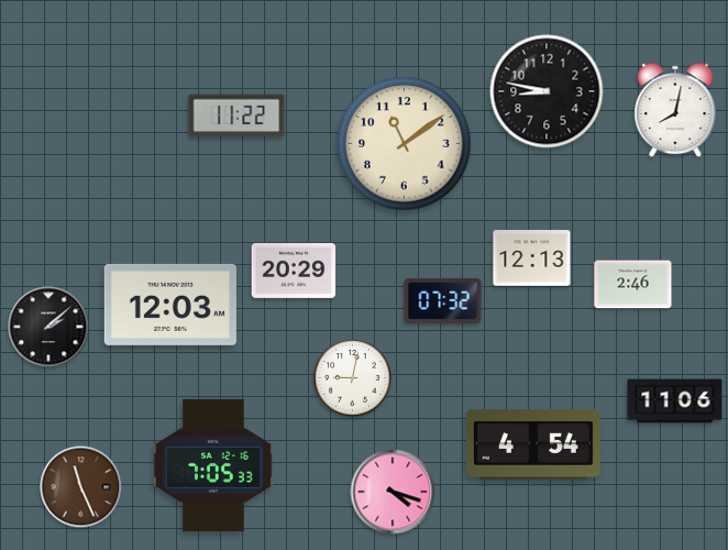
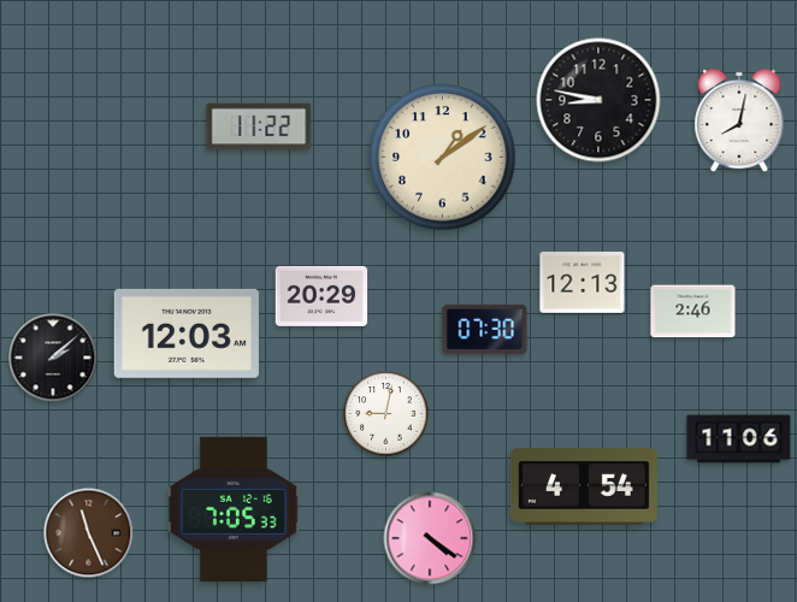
clock at (405, 144): 11:09 -> 1:09
clock at (443, 300): 07:32 -> 07:30
clock at (393, 492): 4:18 -> 4:21
